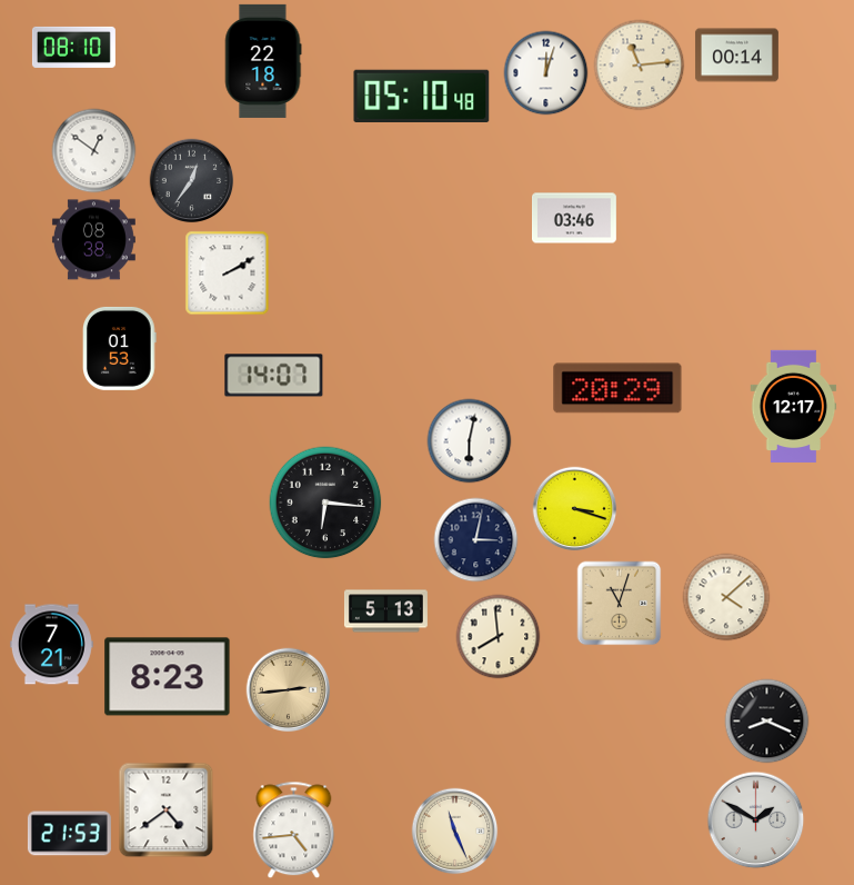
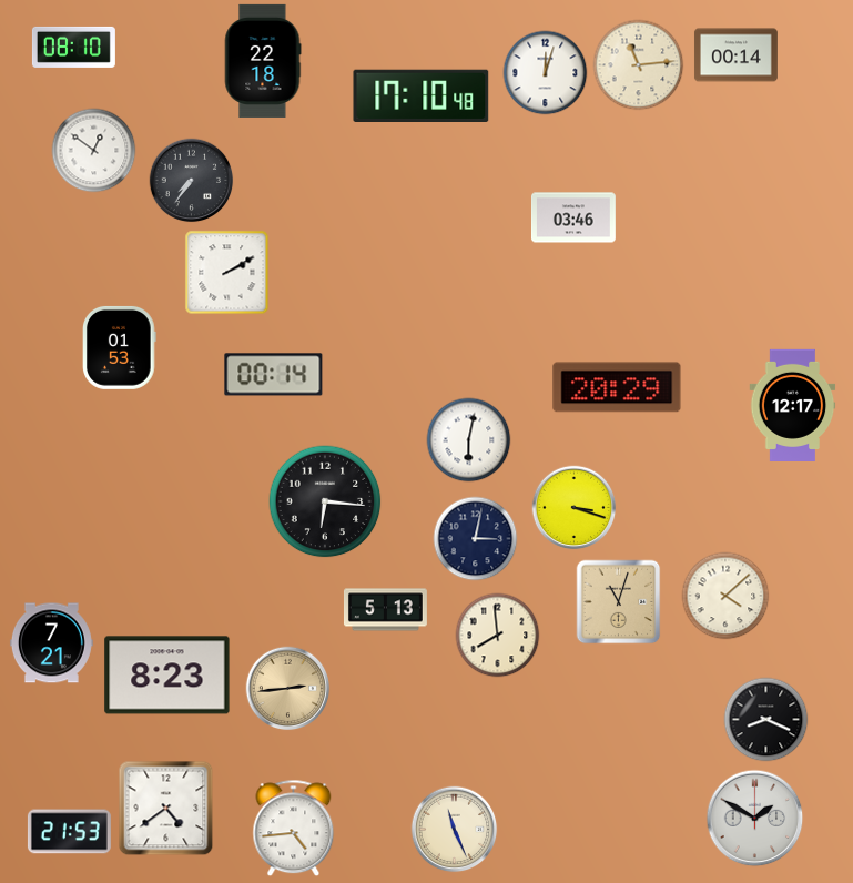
clock at (422, 96): 05:10 -> 17:10
clock at (192, 181): 12:36 -> 7:36
clock at (93, 240): 08:38 -> none
clock at (274, 376): 14:07 -> 00:14
